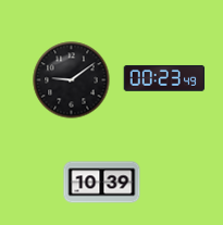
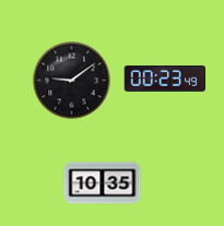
clock at (102, 183): 10:39 -> 10:35
